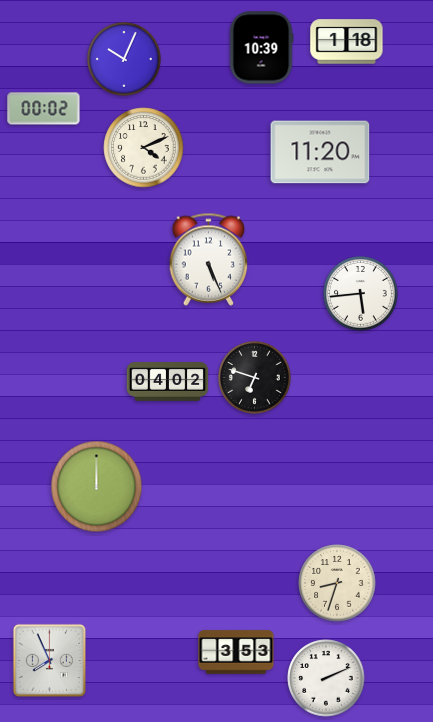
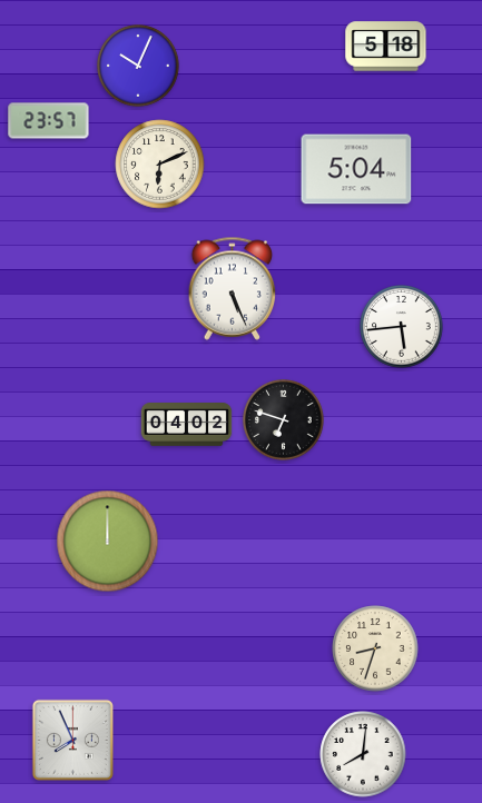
clock at (347, 42): 1:18 -> 5:18
clock at (261, 48): 10:39 -> none
clock at (44, 109): 00:02 -> 23:57
clock at (144, 148): 4:11 -> 6:11
clock at (320, 152): 11:20 -> 5:04
clock at (236, 652): 3:53 -> none
clock at (49, 660) position: (49, 660) -> (72, 740)
clock at (326, 678): 2:11 -> 8:01
